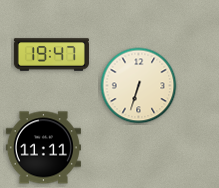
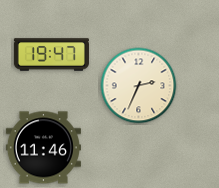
clock at (139, 86): 6:33 -> 2:34
clock at (43, 148): 11:11 -> 11:46
